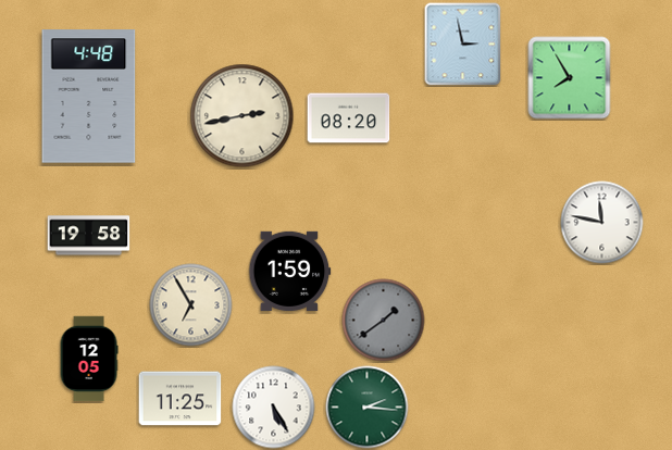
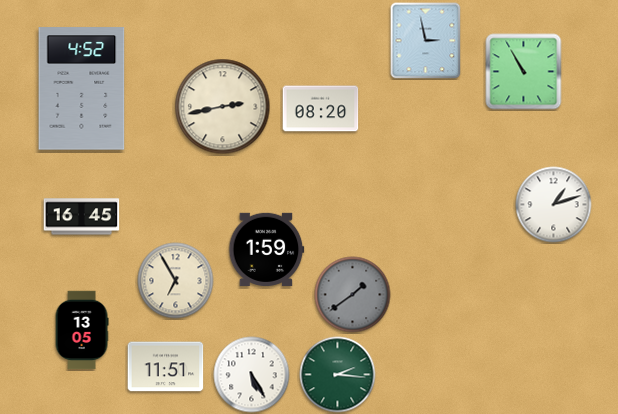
clock at (570, 78): 7:55 -> 10:55
clock at (89, 97): 4:48 -> 4:52
clock at (602, 223): 11:47 -> 1:12
clock at (89, 236): 19:58 -> 16:45
clock at (89, 359): 12:05 -> 13:05
clock at (181, 399): 11:25 -> 11:51
